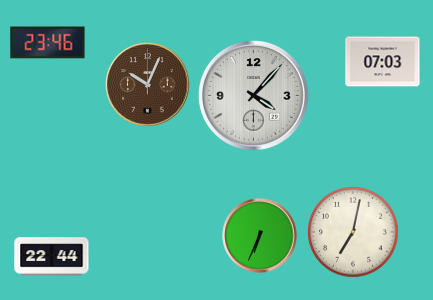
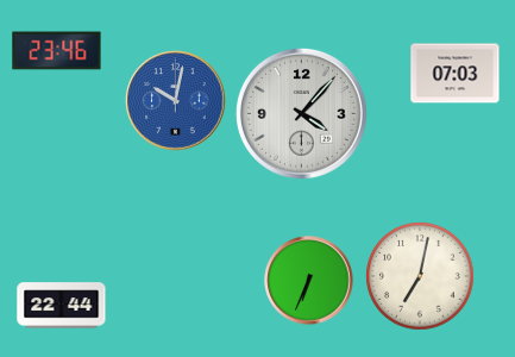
clock at (148, 85): 10:04 -> 10:02
clock at (148, 85) dial: brown -> blue
